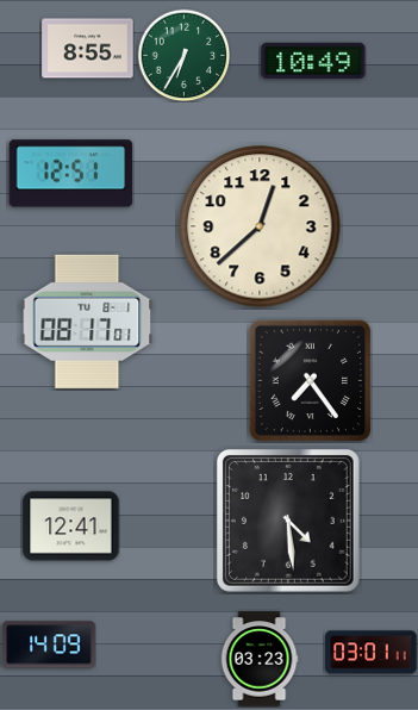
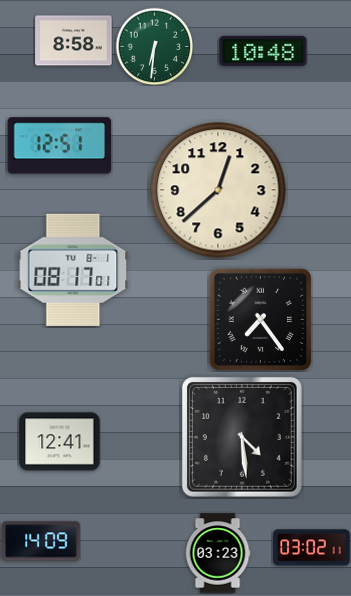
clock at (88, 49): 8:55 -> 8:58
clock at (183, 55): 6:35 -> 6:31
clock at (313, 60): 10:49 -> 10:48
clock at (372, 653): 03:01 -> 03:02
